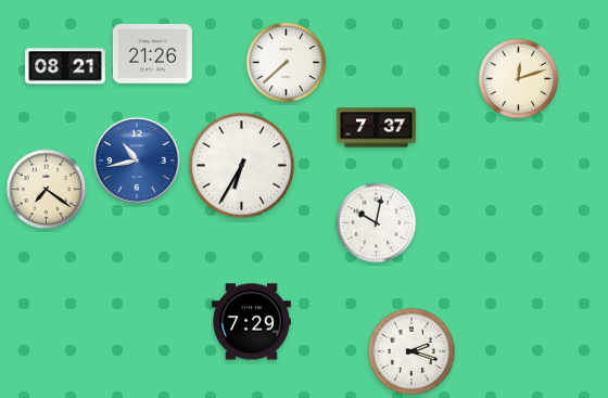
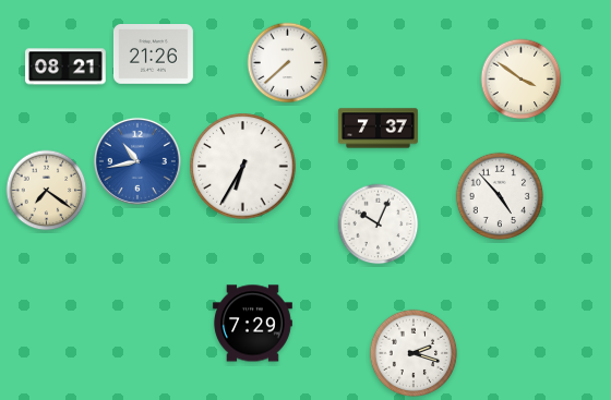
clock at (519, 79): 12:12 -> 3:51
clock at (500, 196): none -> 4:53
clock at (377, 223): 10:02 -> 10:04
